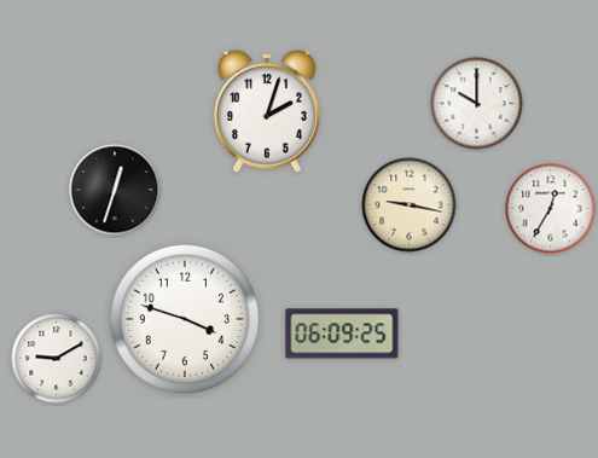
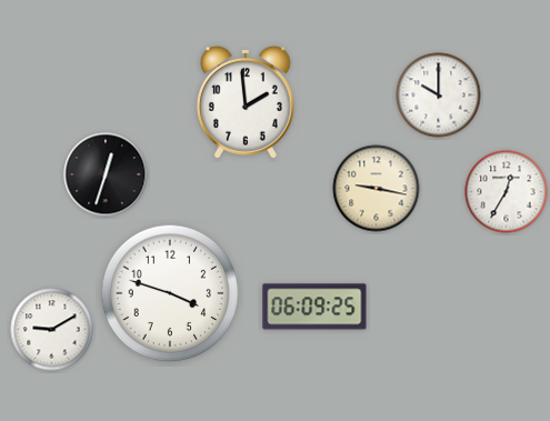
clock at (267, 112): 2:03 -> 1:59
